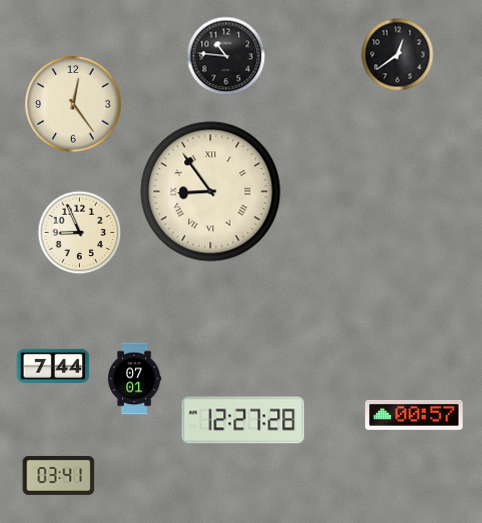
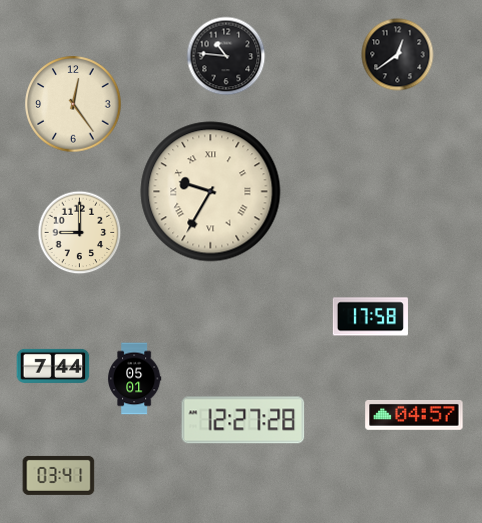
clock at (211, 192): 8:54 -> 9:35
clock at (80, 233): 8:56 -> 9:00
clock at (370, 317): none -> 17:58
clock at (135, 379): 07:01 -> 05:01
clock at (414, 415): 00:57 -> 04:57
